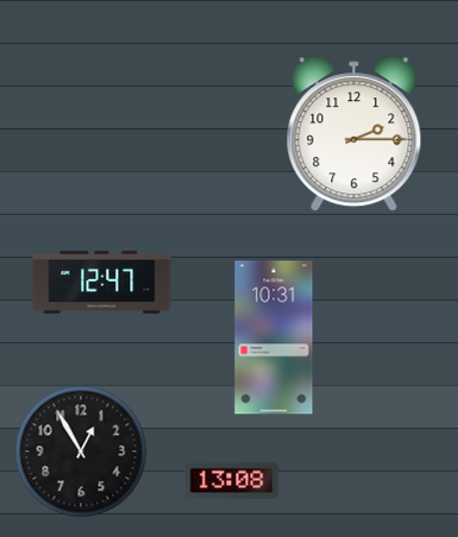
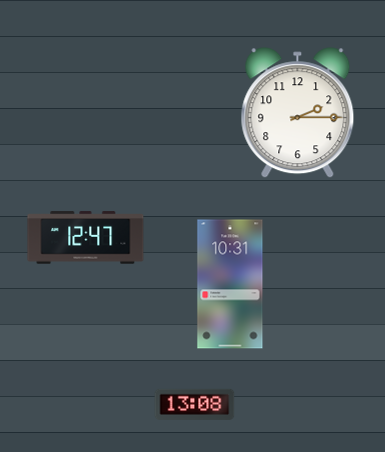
clock at (81, 451): 12:55 -> none
